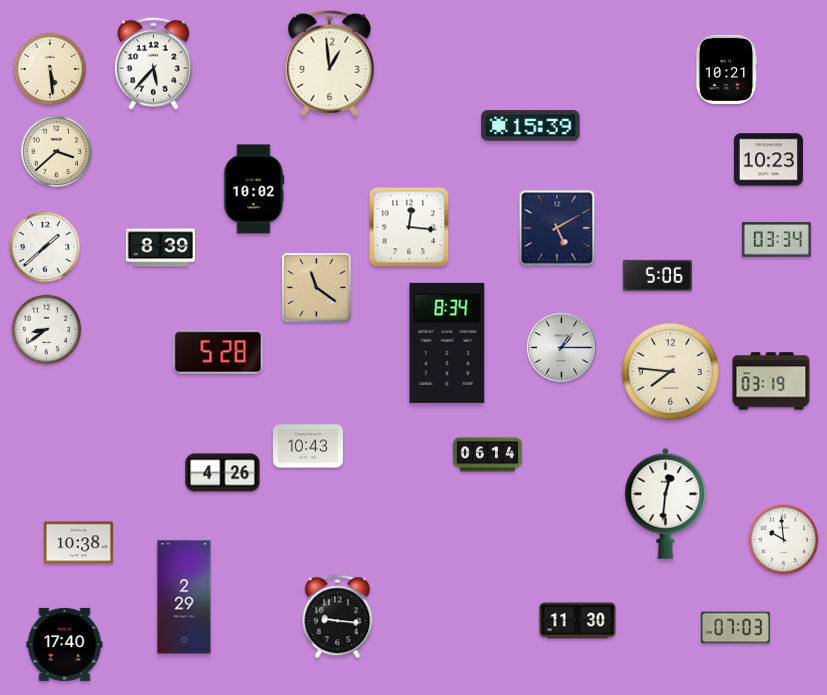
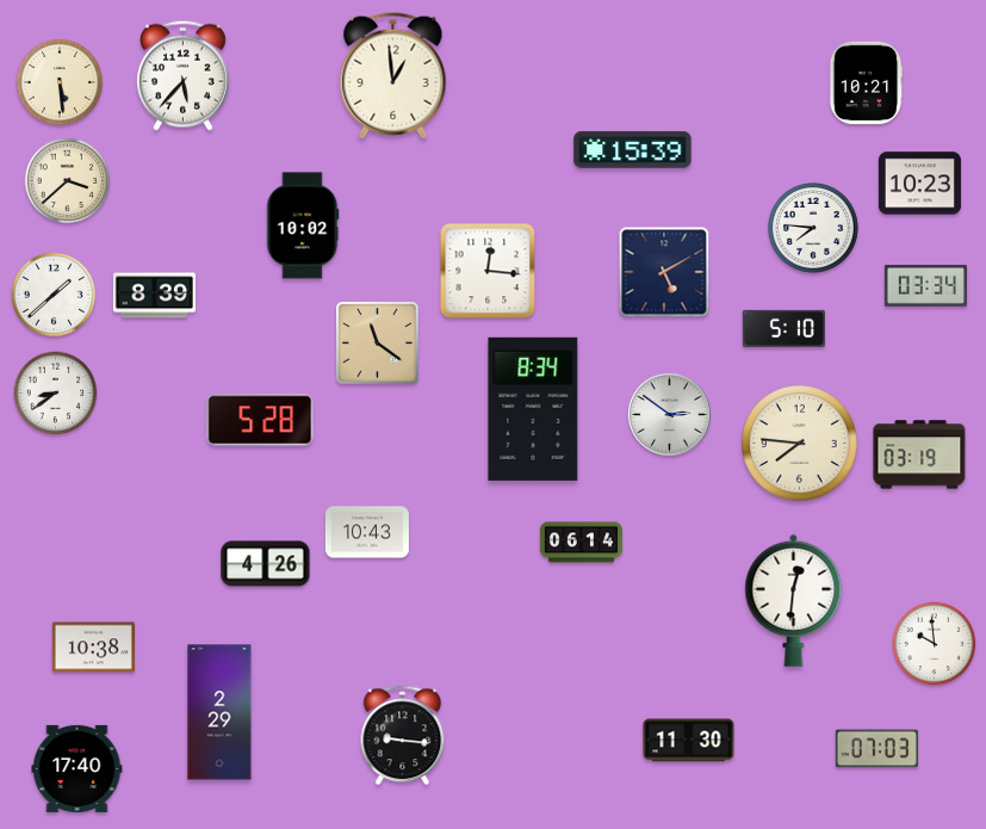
clock at (768, 160) position: (768, 160) -> (919, 184)
clock at (814, 229): none -> 7:46
clock at (160, 248) position: (160, 248) -> (154, 296)
clock at (657, 275): 5:06 -> 5:10
clock at (561, 347): 1:15 -> 2:51
